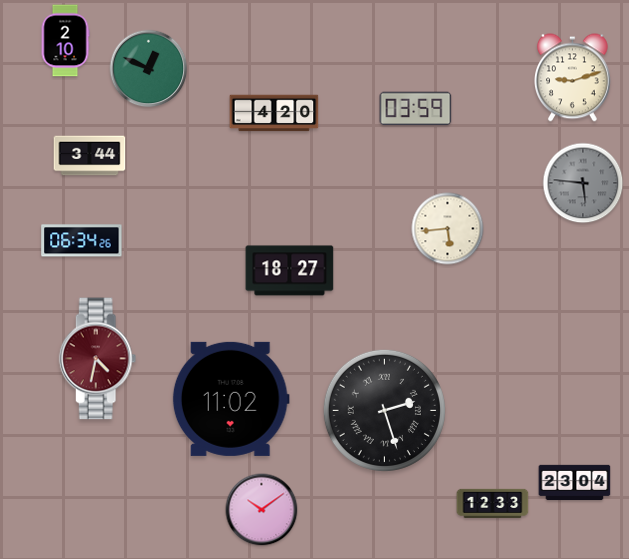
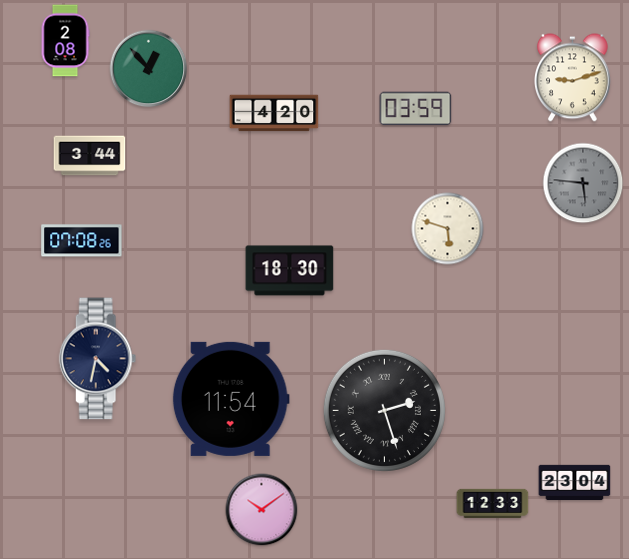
clock at (65, 41): 2:10 -> 2:08
clock at (149, 69): 12:49 -> 12:53
clock at (448, 229): 5:44 -> 5:48
clock at (82, 241): 06:34 -> 07:08
clock at (290, 271): 18:27 -> 18:30
clock at (98, 359) dial: burgundy -> navy
clock at (231, 399): 11:02 -> 11:54
